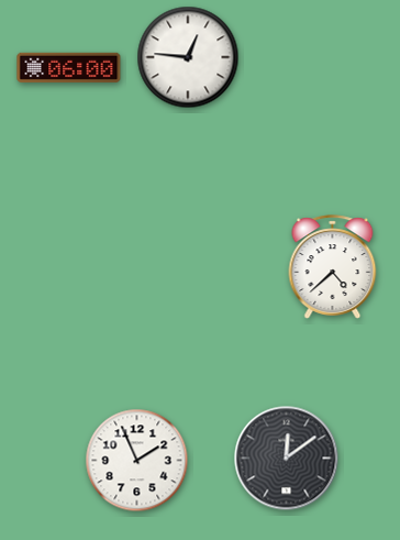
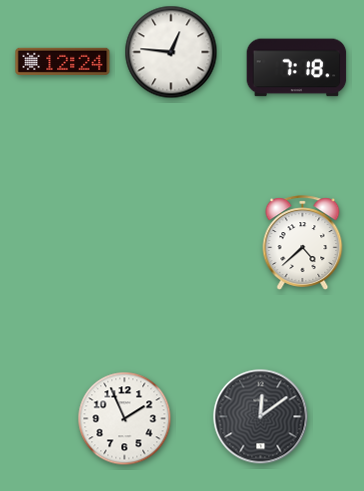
clock at (69, 67): 06:00 -> 12:24
clock at (297, 68): none -> 7:18
